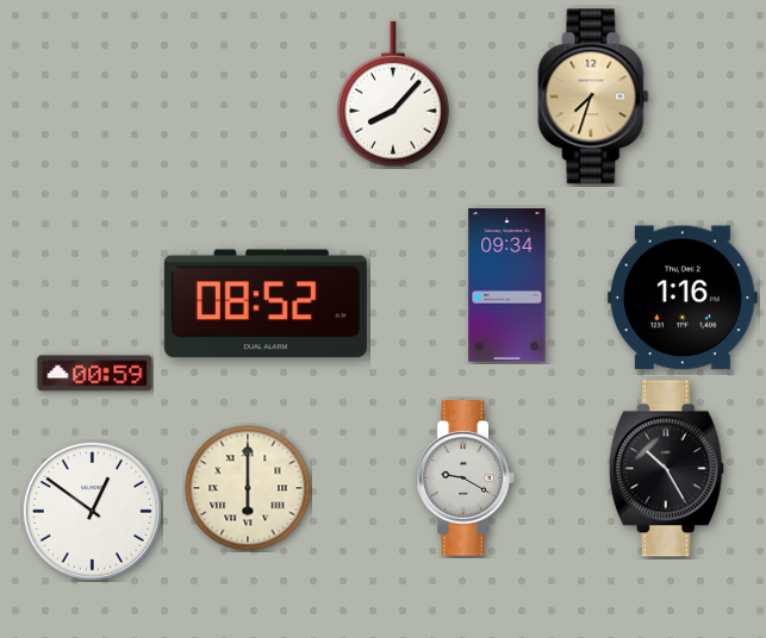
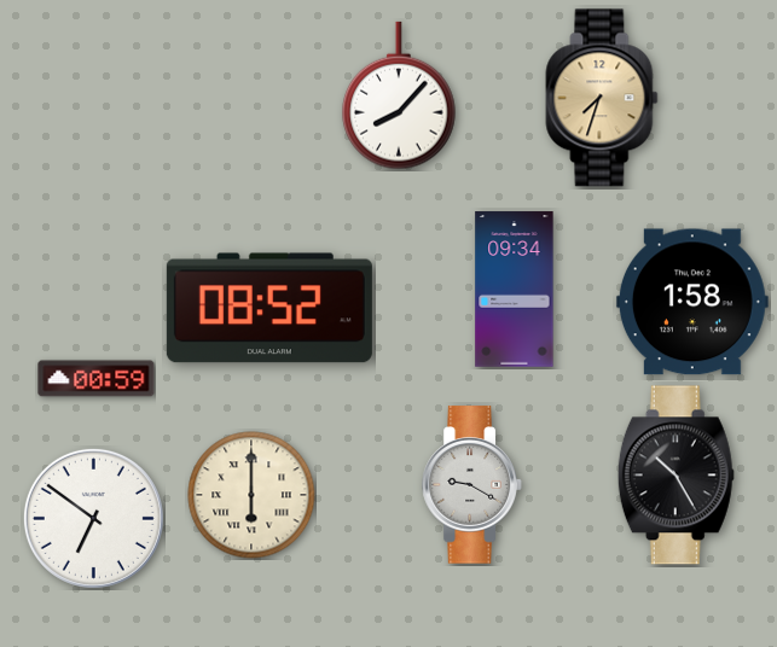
clock at (683, 298): 1:16 -> 1:58
clock at (92, 511): 12:51 -> 6:51
